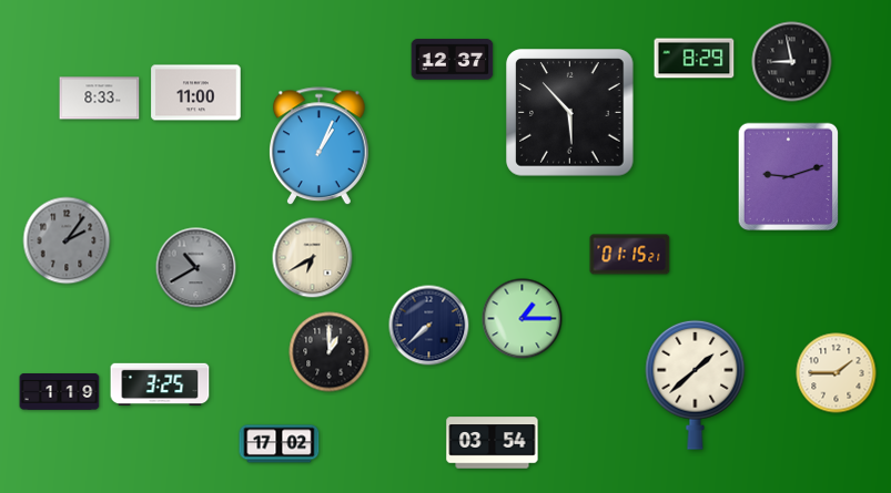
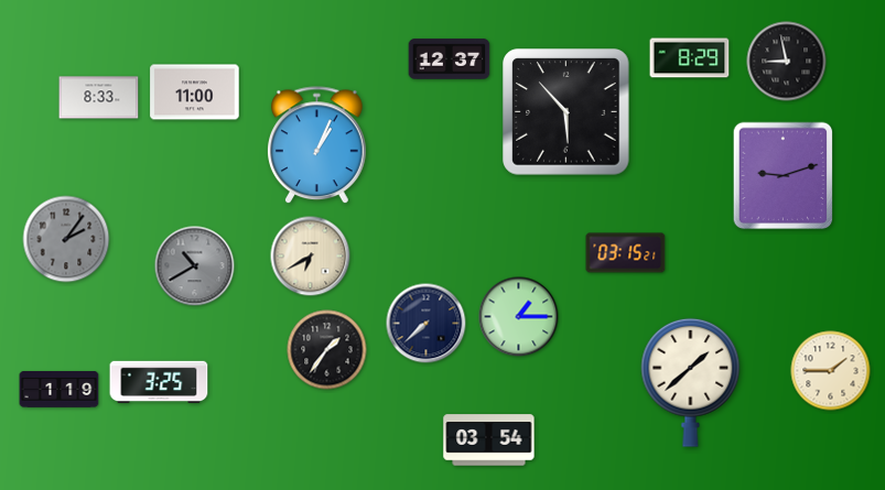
clock at (630, 255): 01:15 -> 03:15
clock at (330, 352): 1:00 -> 1:36
clock at (280, 444): 17:02 -> none
